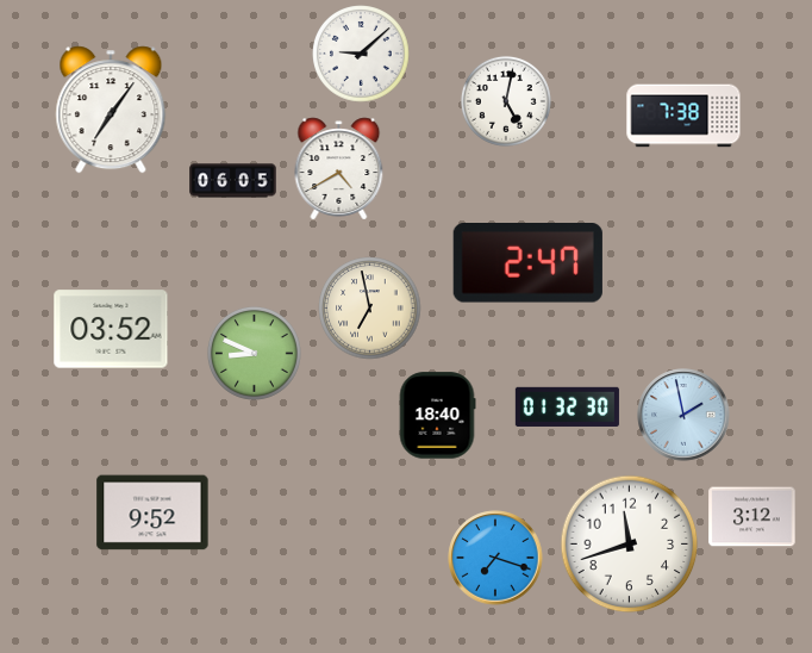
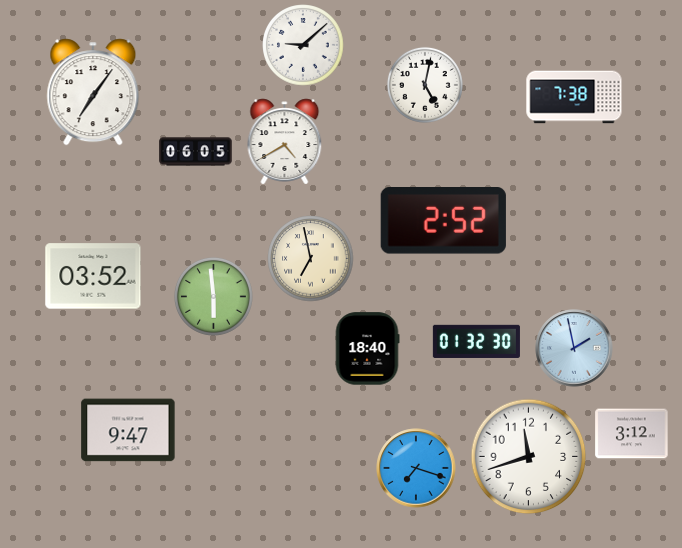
clock at (527, 263): 2:47 -> 2:52
clock at (254, 353): 8:49 -> 5:59
clock at (152, 512): 9:52 -> 9:47
